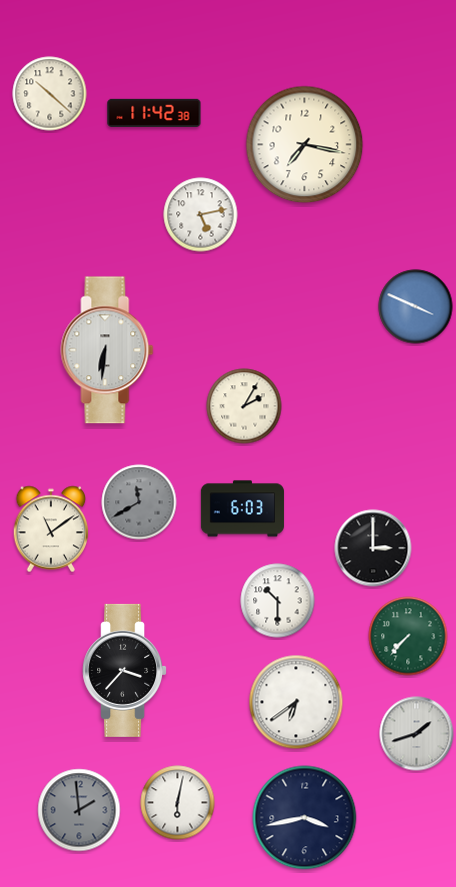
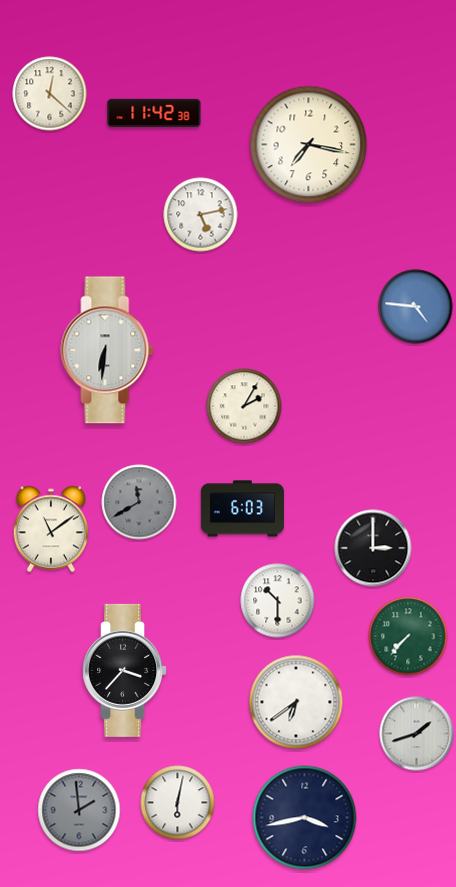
clock at (50, 94): 10:22 -> 12:22
clock at (305, 145) position: (305, 145) -> (309, 145)
clock at (416, 307): 3:49 -> 4:46
